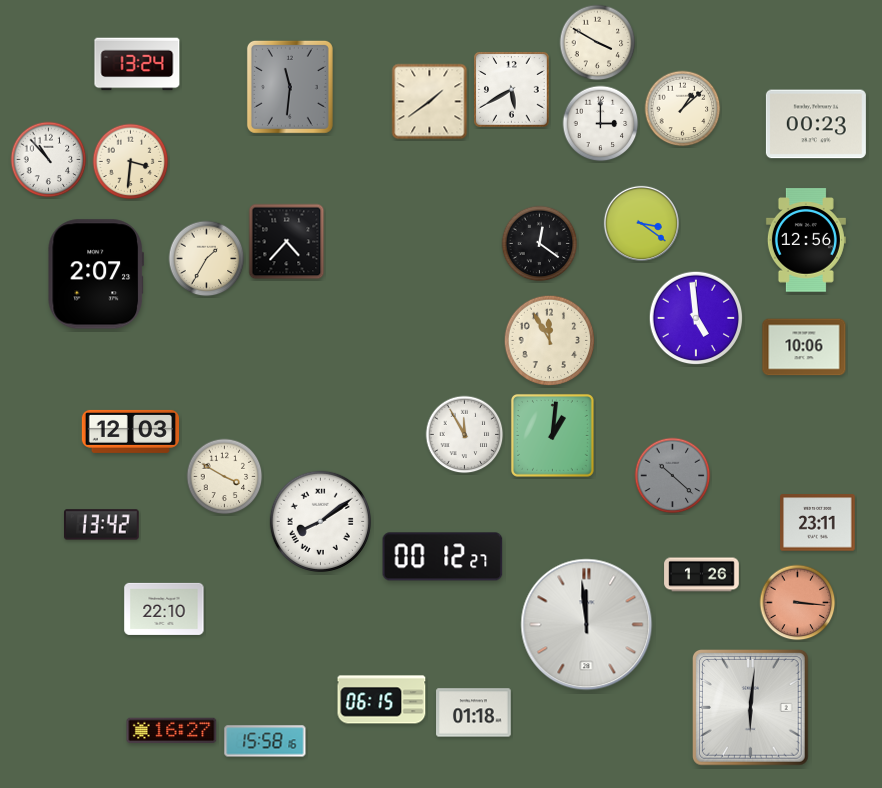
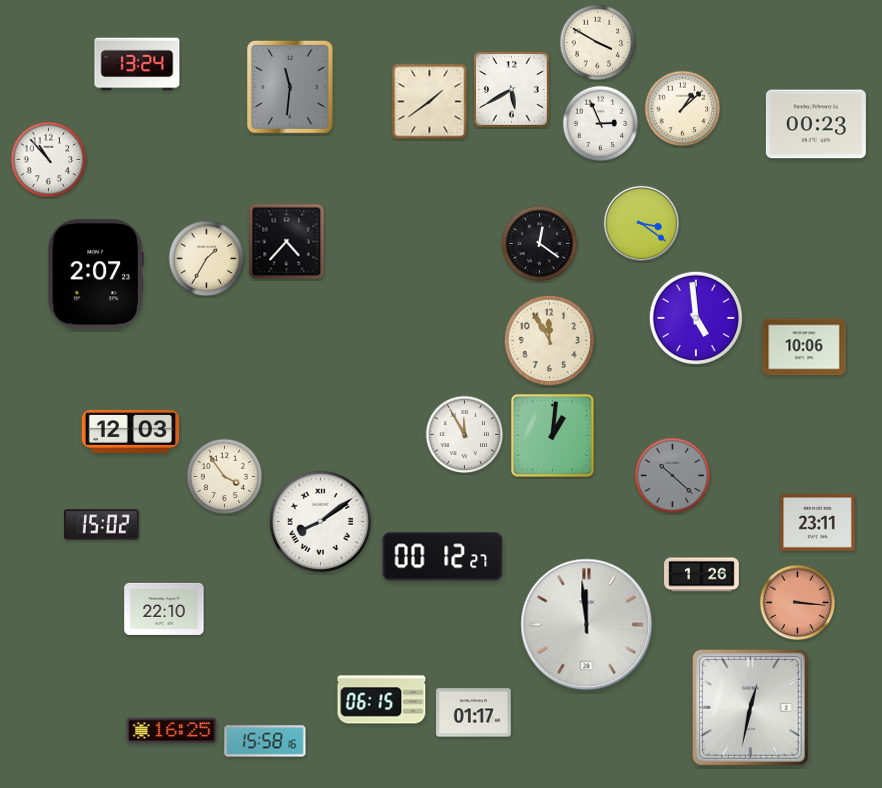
clock at (601, 124): 3:00 -> 2:56
clock at (131, 162): 3:31 -> none
clock at (806, 240): 12:56 -> none
clock at (225, 477): 3:50 -> 3:54
clock at (102, 525): 13:42 -> 15:02
clock at (751, 708): 6:01 -> 12:32
clock at (474, 713): 01:18 -> 01:17
clock at (172, 731): 16:27 -> 16:25
